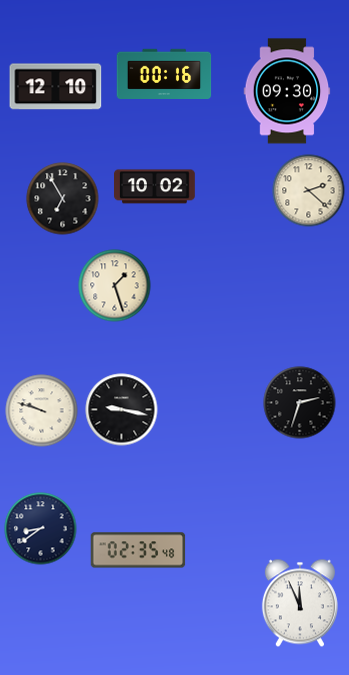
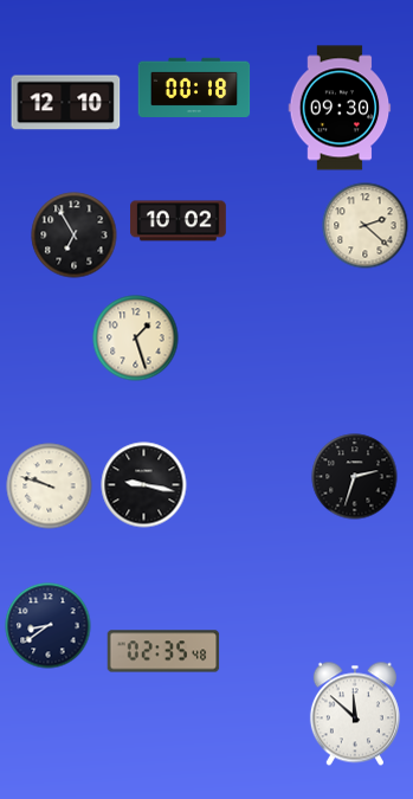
clock at (164, 73): 00:16 -> 00:18
clock at (155, 187) position: (155, 187) -> (179, 221)
clock at (300, 603): 11:56 -> 11:52
